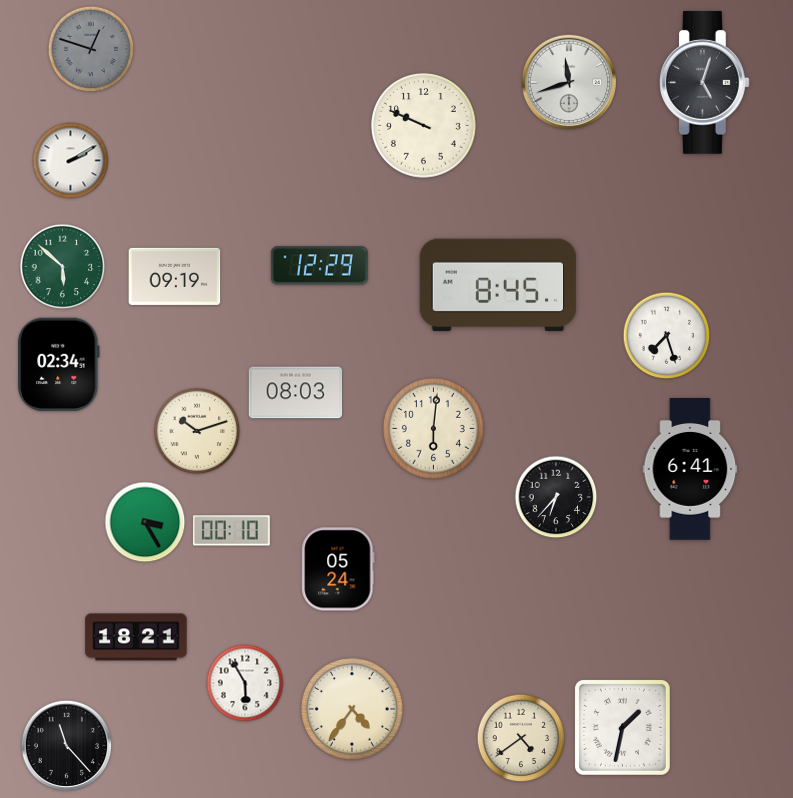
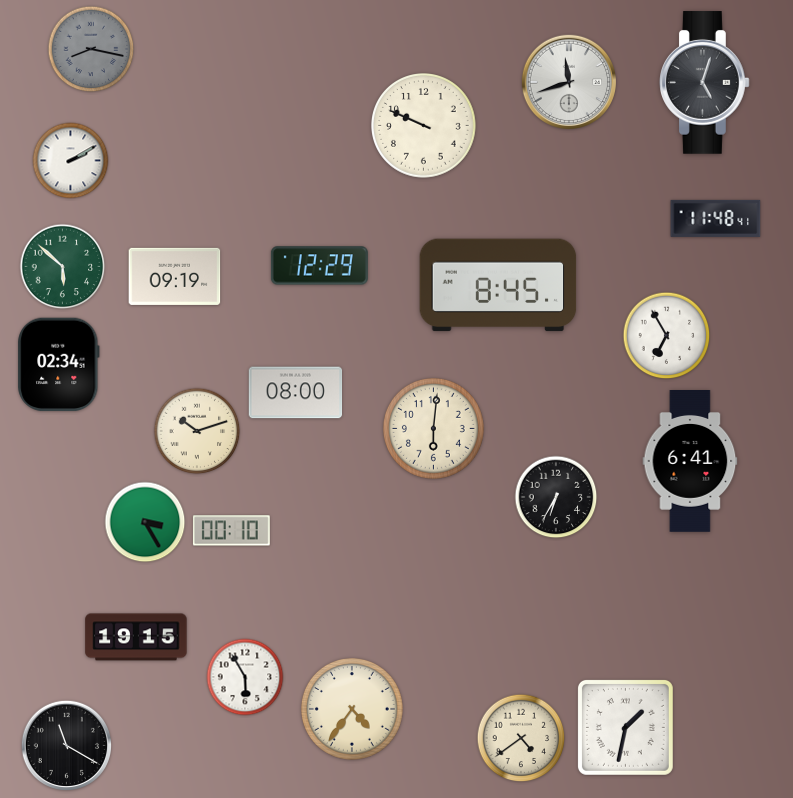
clock at (91, 49): 12:48 -> 8:17
clock at (716, 218): none -> 11:48
clock at (667, 336): 7:27 -> 6:55
clock at (296, 393): 08:03 -> 08:00
clock at (690, 470) position: (690, 470) -> (690, 462)
clock at (556, 497): 6:37 -> 6:35
clock at (338, 569): 05:24 -> none
clock at (136, 637): 18:21 -> 19:15
clock at (245, 683) position: (245, 683) -> (245, 677)
clock at (622, 727) position: (622, 727) -> (625, 727)
clock at (67, 746): 11:23 -> 11:20
